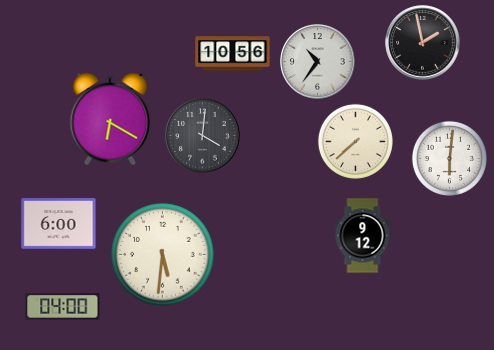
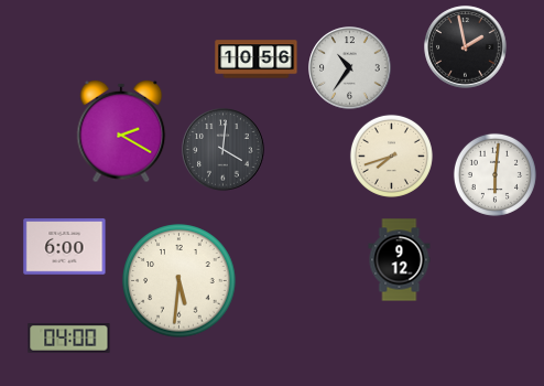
clock at (110, 119): 6:20 -> 2:20
clock at (355, 141): 7:38 -> 7:42
